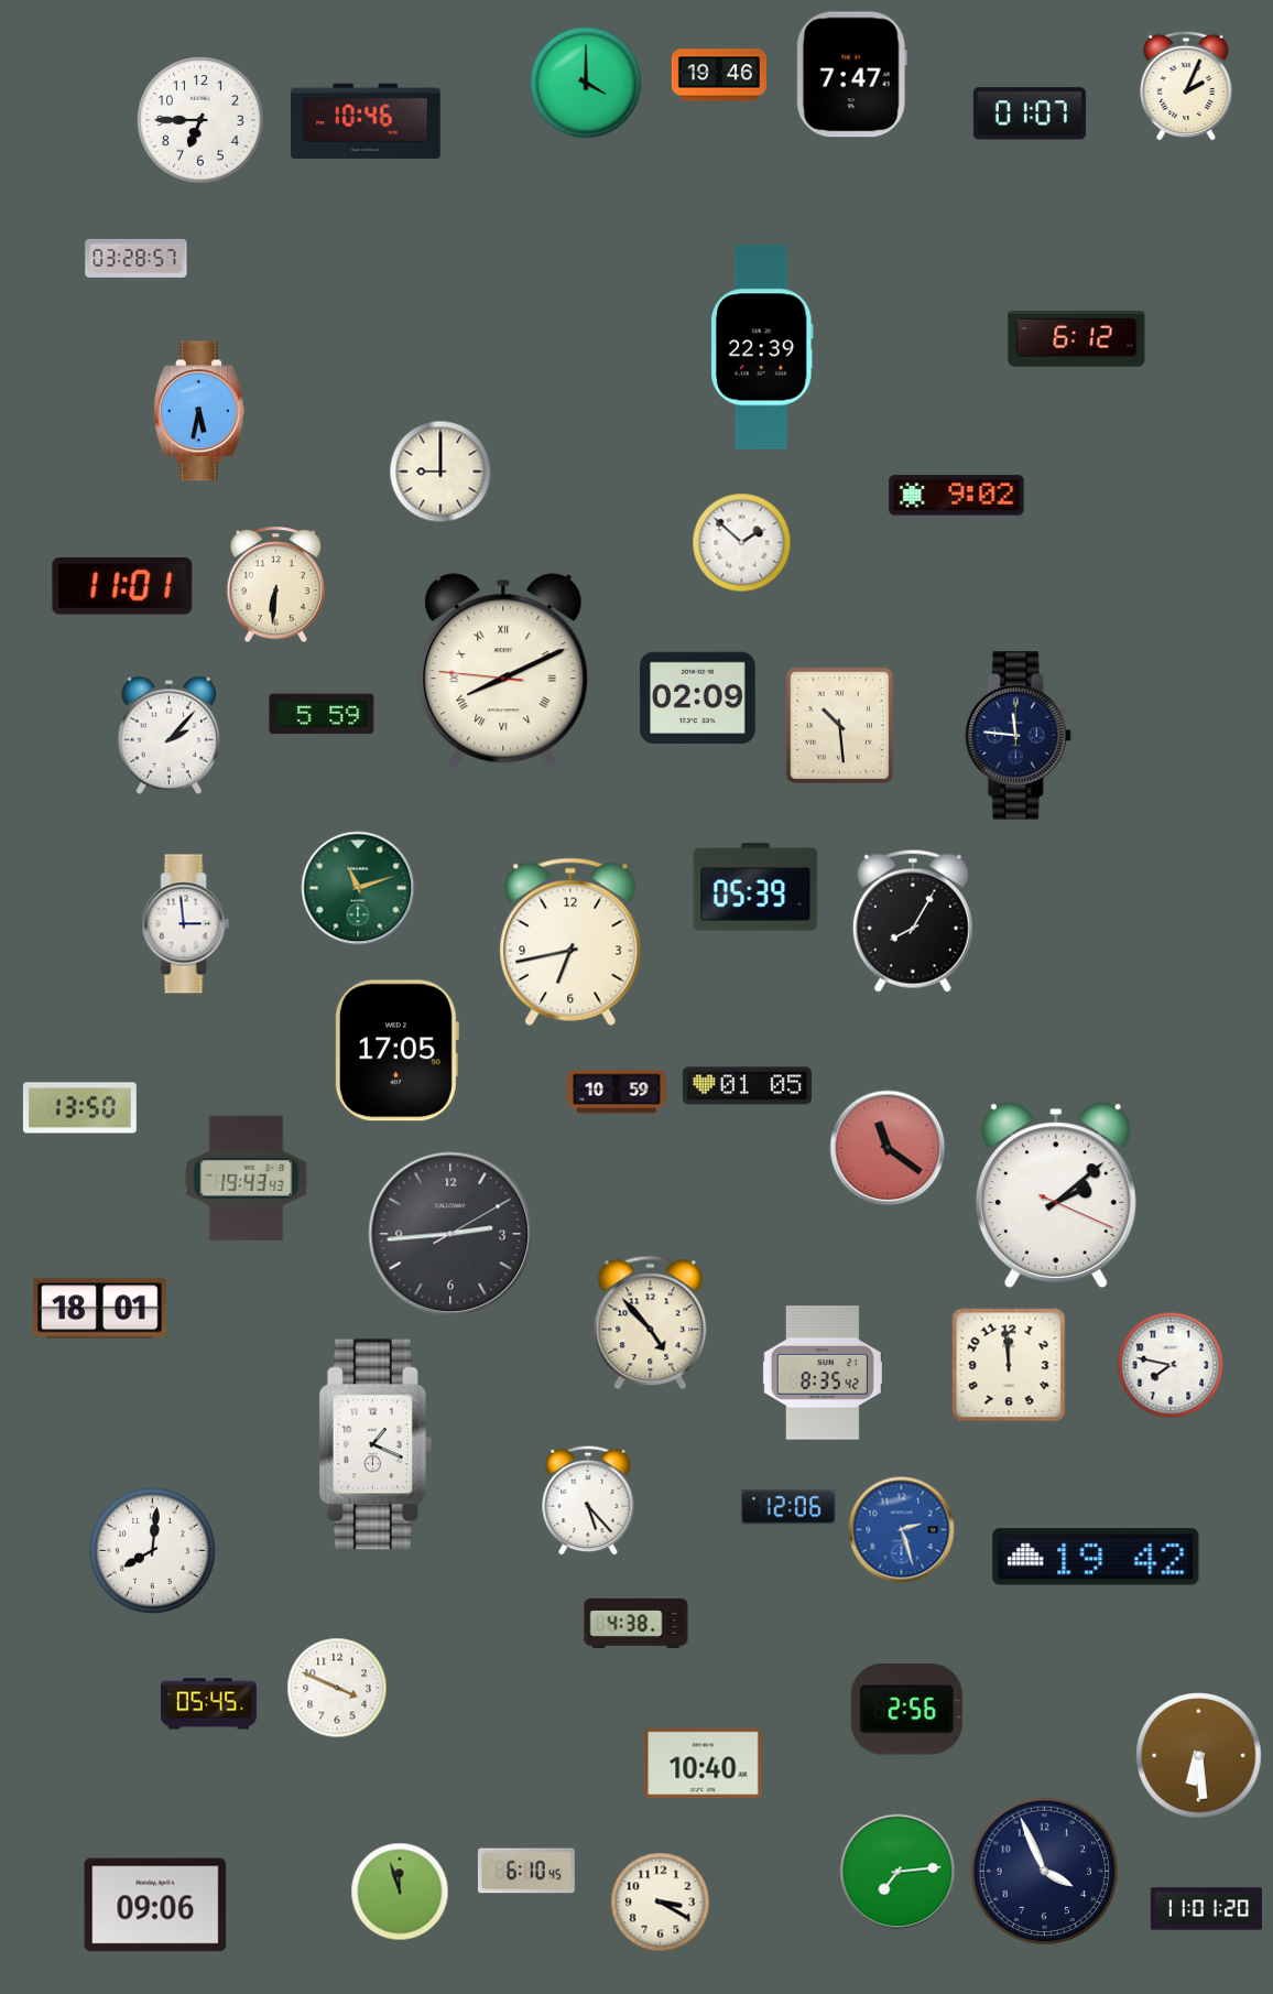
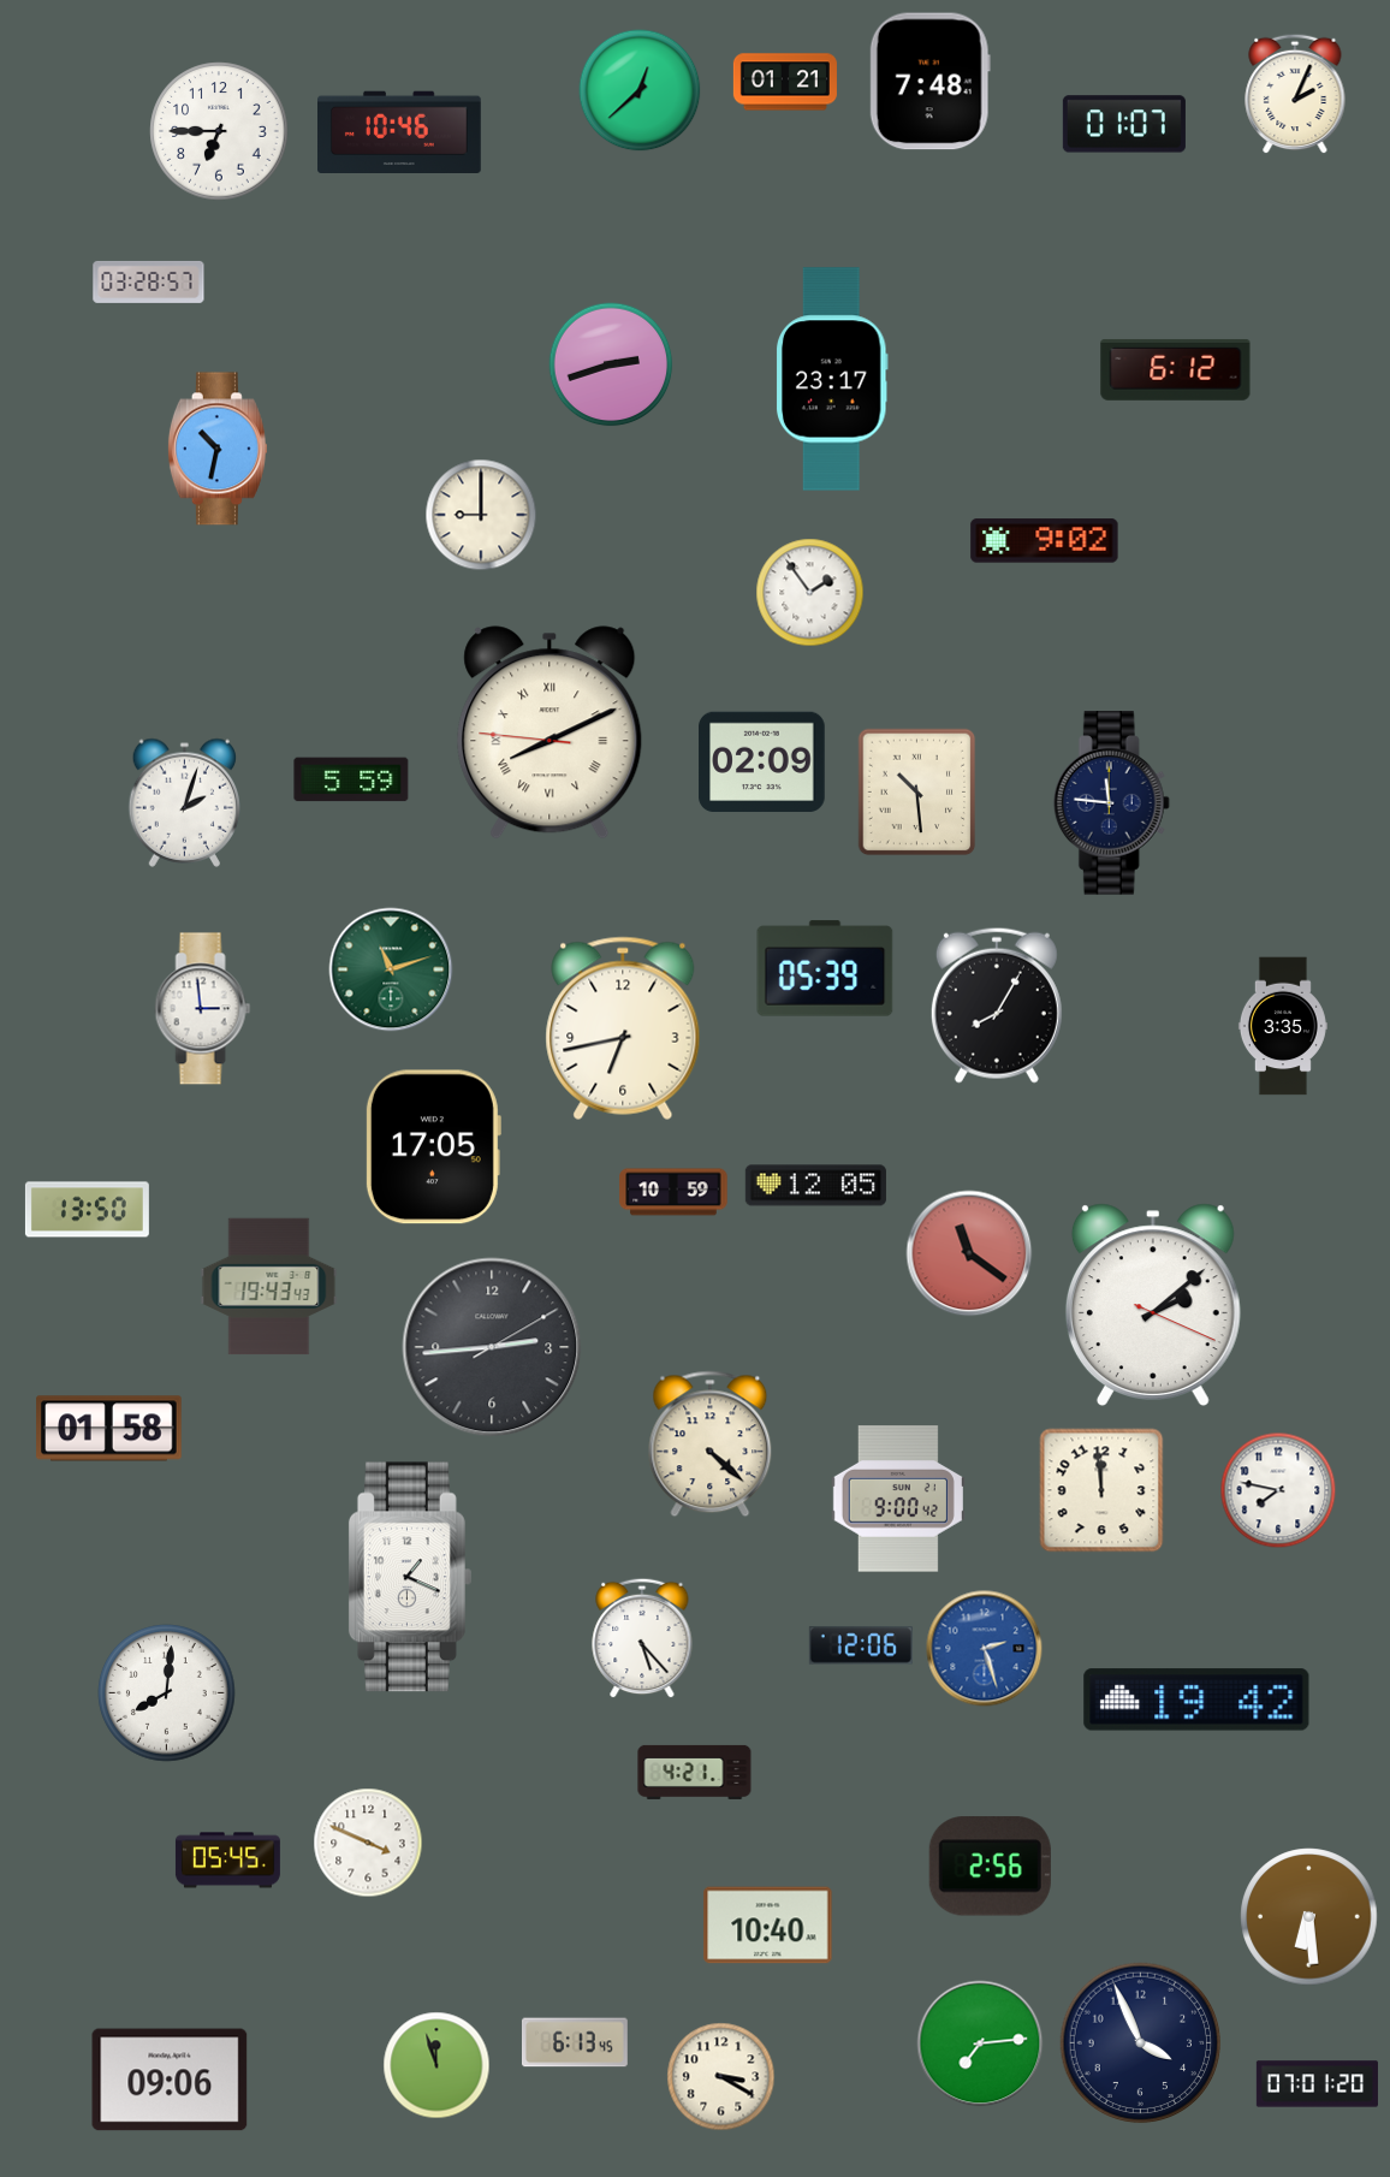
clock at (719, 75): 19:46 -> 01:21
clock at (851, 75): 7:47 -> 7:48
clock at (586, 83): 4:00 -> 12:38
clock at (611, 364): none -> 2:42
clock at (762, 347): 22:39 -> 23:17
clock at (199, 411): 5:32 -> 10:32
clock at (742, 543): 1:52 -> 1:54
clock at (275, 585): 6:31 -> none
clock at (122, 586): 11:01 -> none
clock at (168, 735): 2:07 -> 2:03
clock at (1283, 1026): none -> 3:35
clock at (747, 1086): 01:05 -> 12:05
clock at (100, 1309): 18:01 -> 01:58
clock at (651, 1323): 4:53 -> 4:22
clock at (823, 1373): 8:35 -> 9:00
clock at (902, 1530) position: (902, 1530) -> (985, 1649)
clock at (636, 1623): 4:38 -> 4:21
clock at (526, 1871): 6:10 -> 6:13
clock at (1206, 1909): 11:01 -> 07:01
